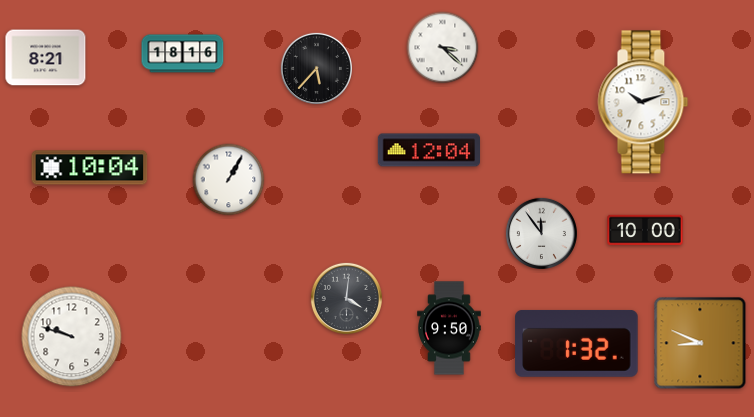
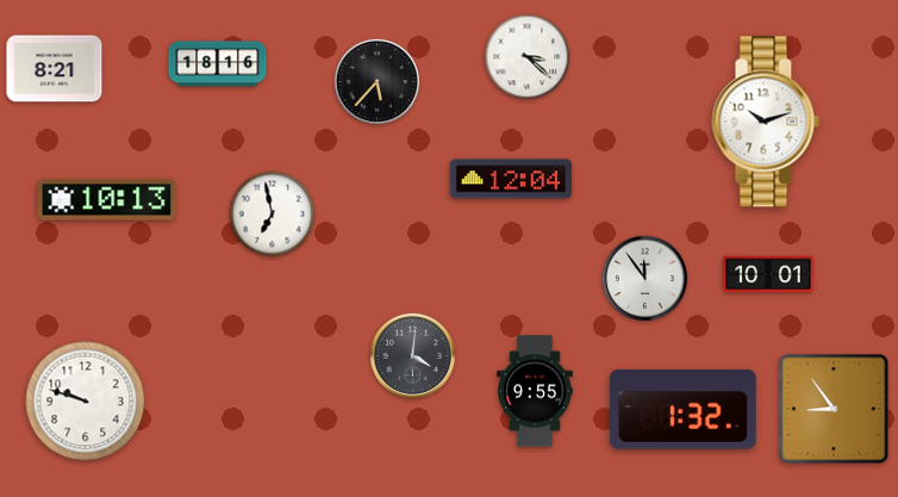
clock at (90, 168): 10:04 -> 10:13
clock at (229, 180): 1:05 -> 6:58
clock at (645, 230): 10:00 -> 10:01
clock at (449, 328): 9:50 -> 9:55
clock at (577, 343) position: (577, 343) -> (684, 409)
clock at (700, 343): 8:49 -> 8:54
